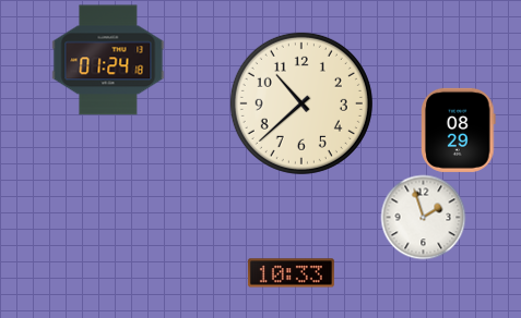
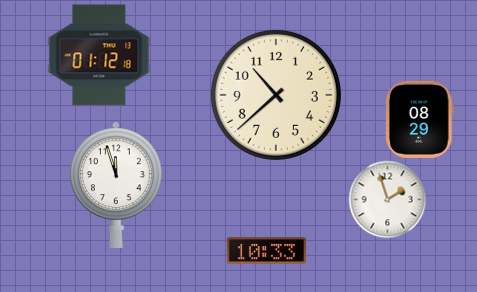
clock at (108, 60): 01:24 -> 01:12
clock at (116, 185): none -> 11:57
